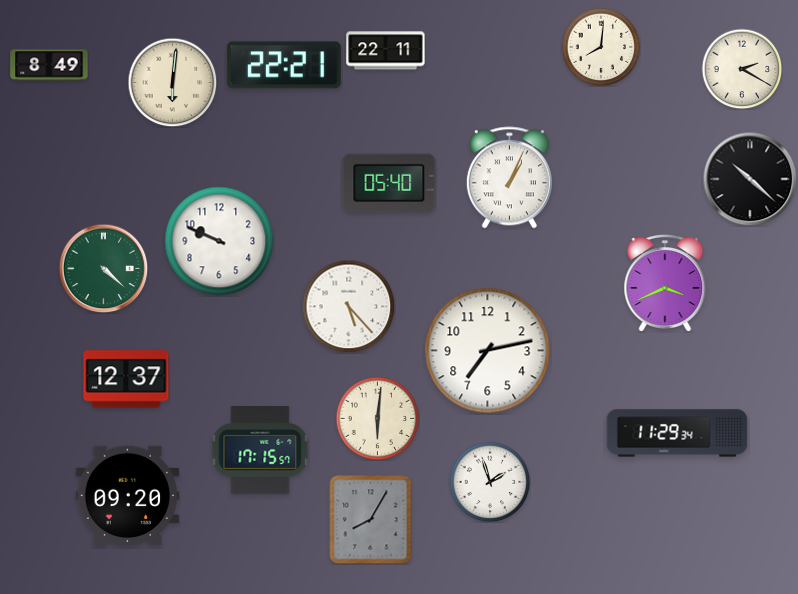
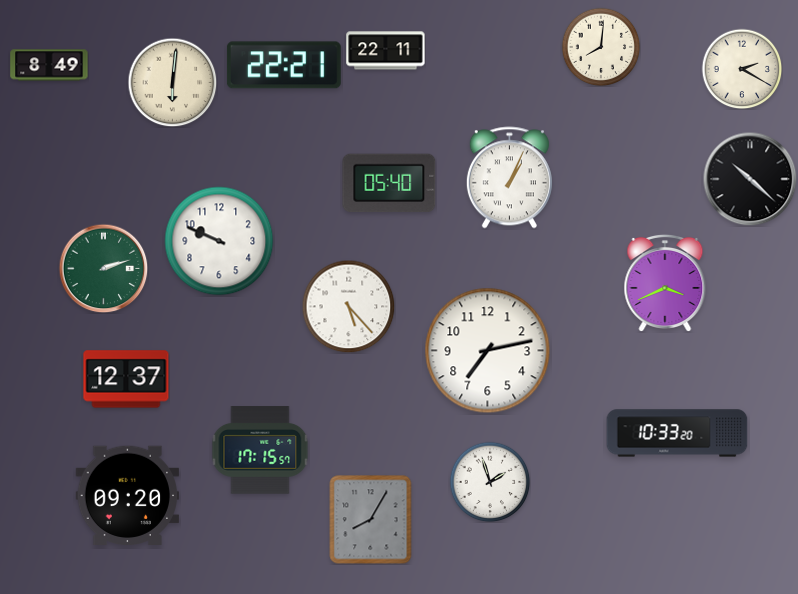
clock at (103, 268): 4:22 -> 2:12
clock at (377, 418): 6:01 -> none
clock at (677, 433): 11:29 -> 10:33
